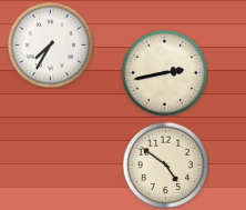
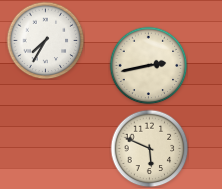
clock at (165, 164): 4:51 -> 5:49
